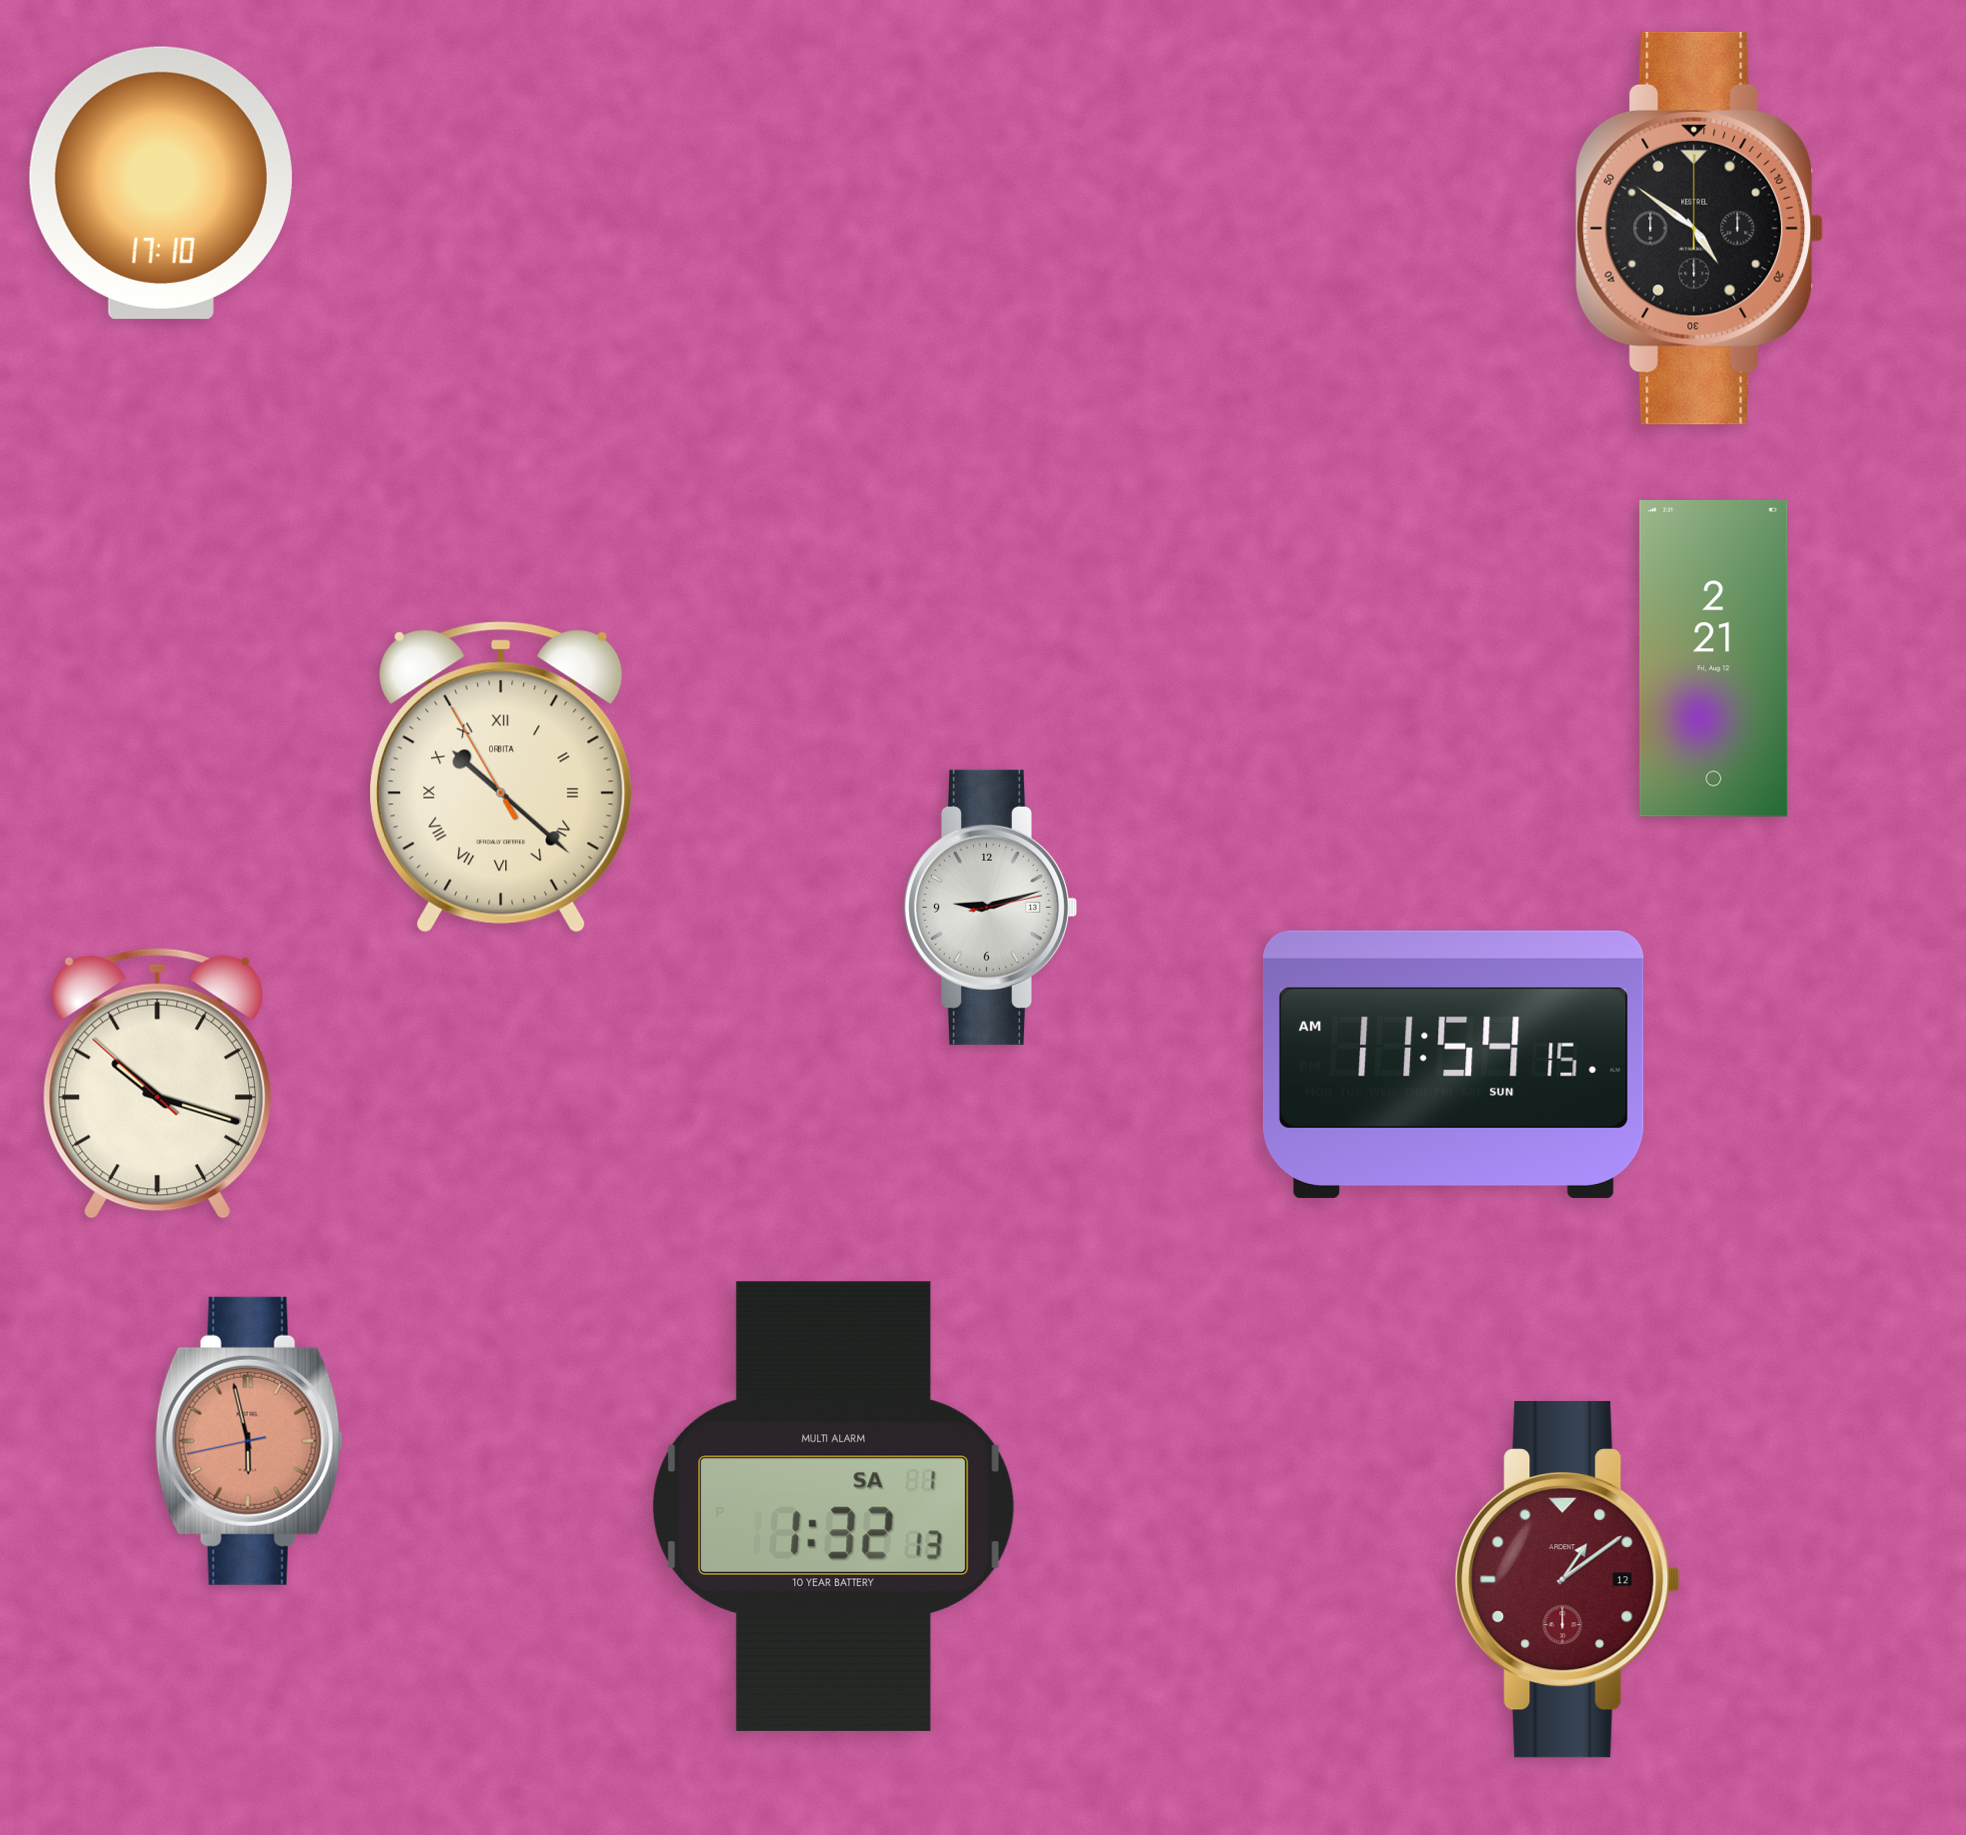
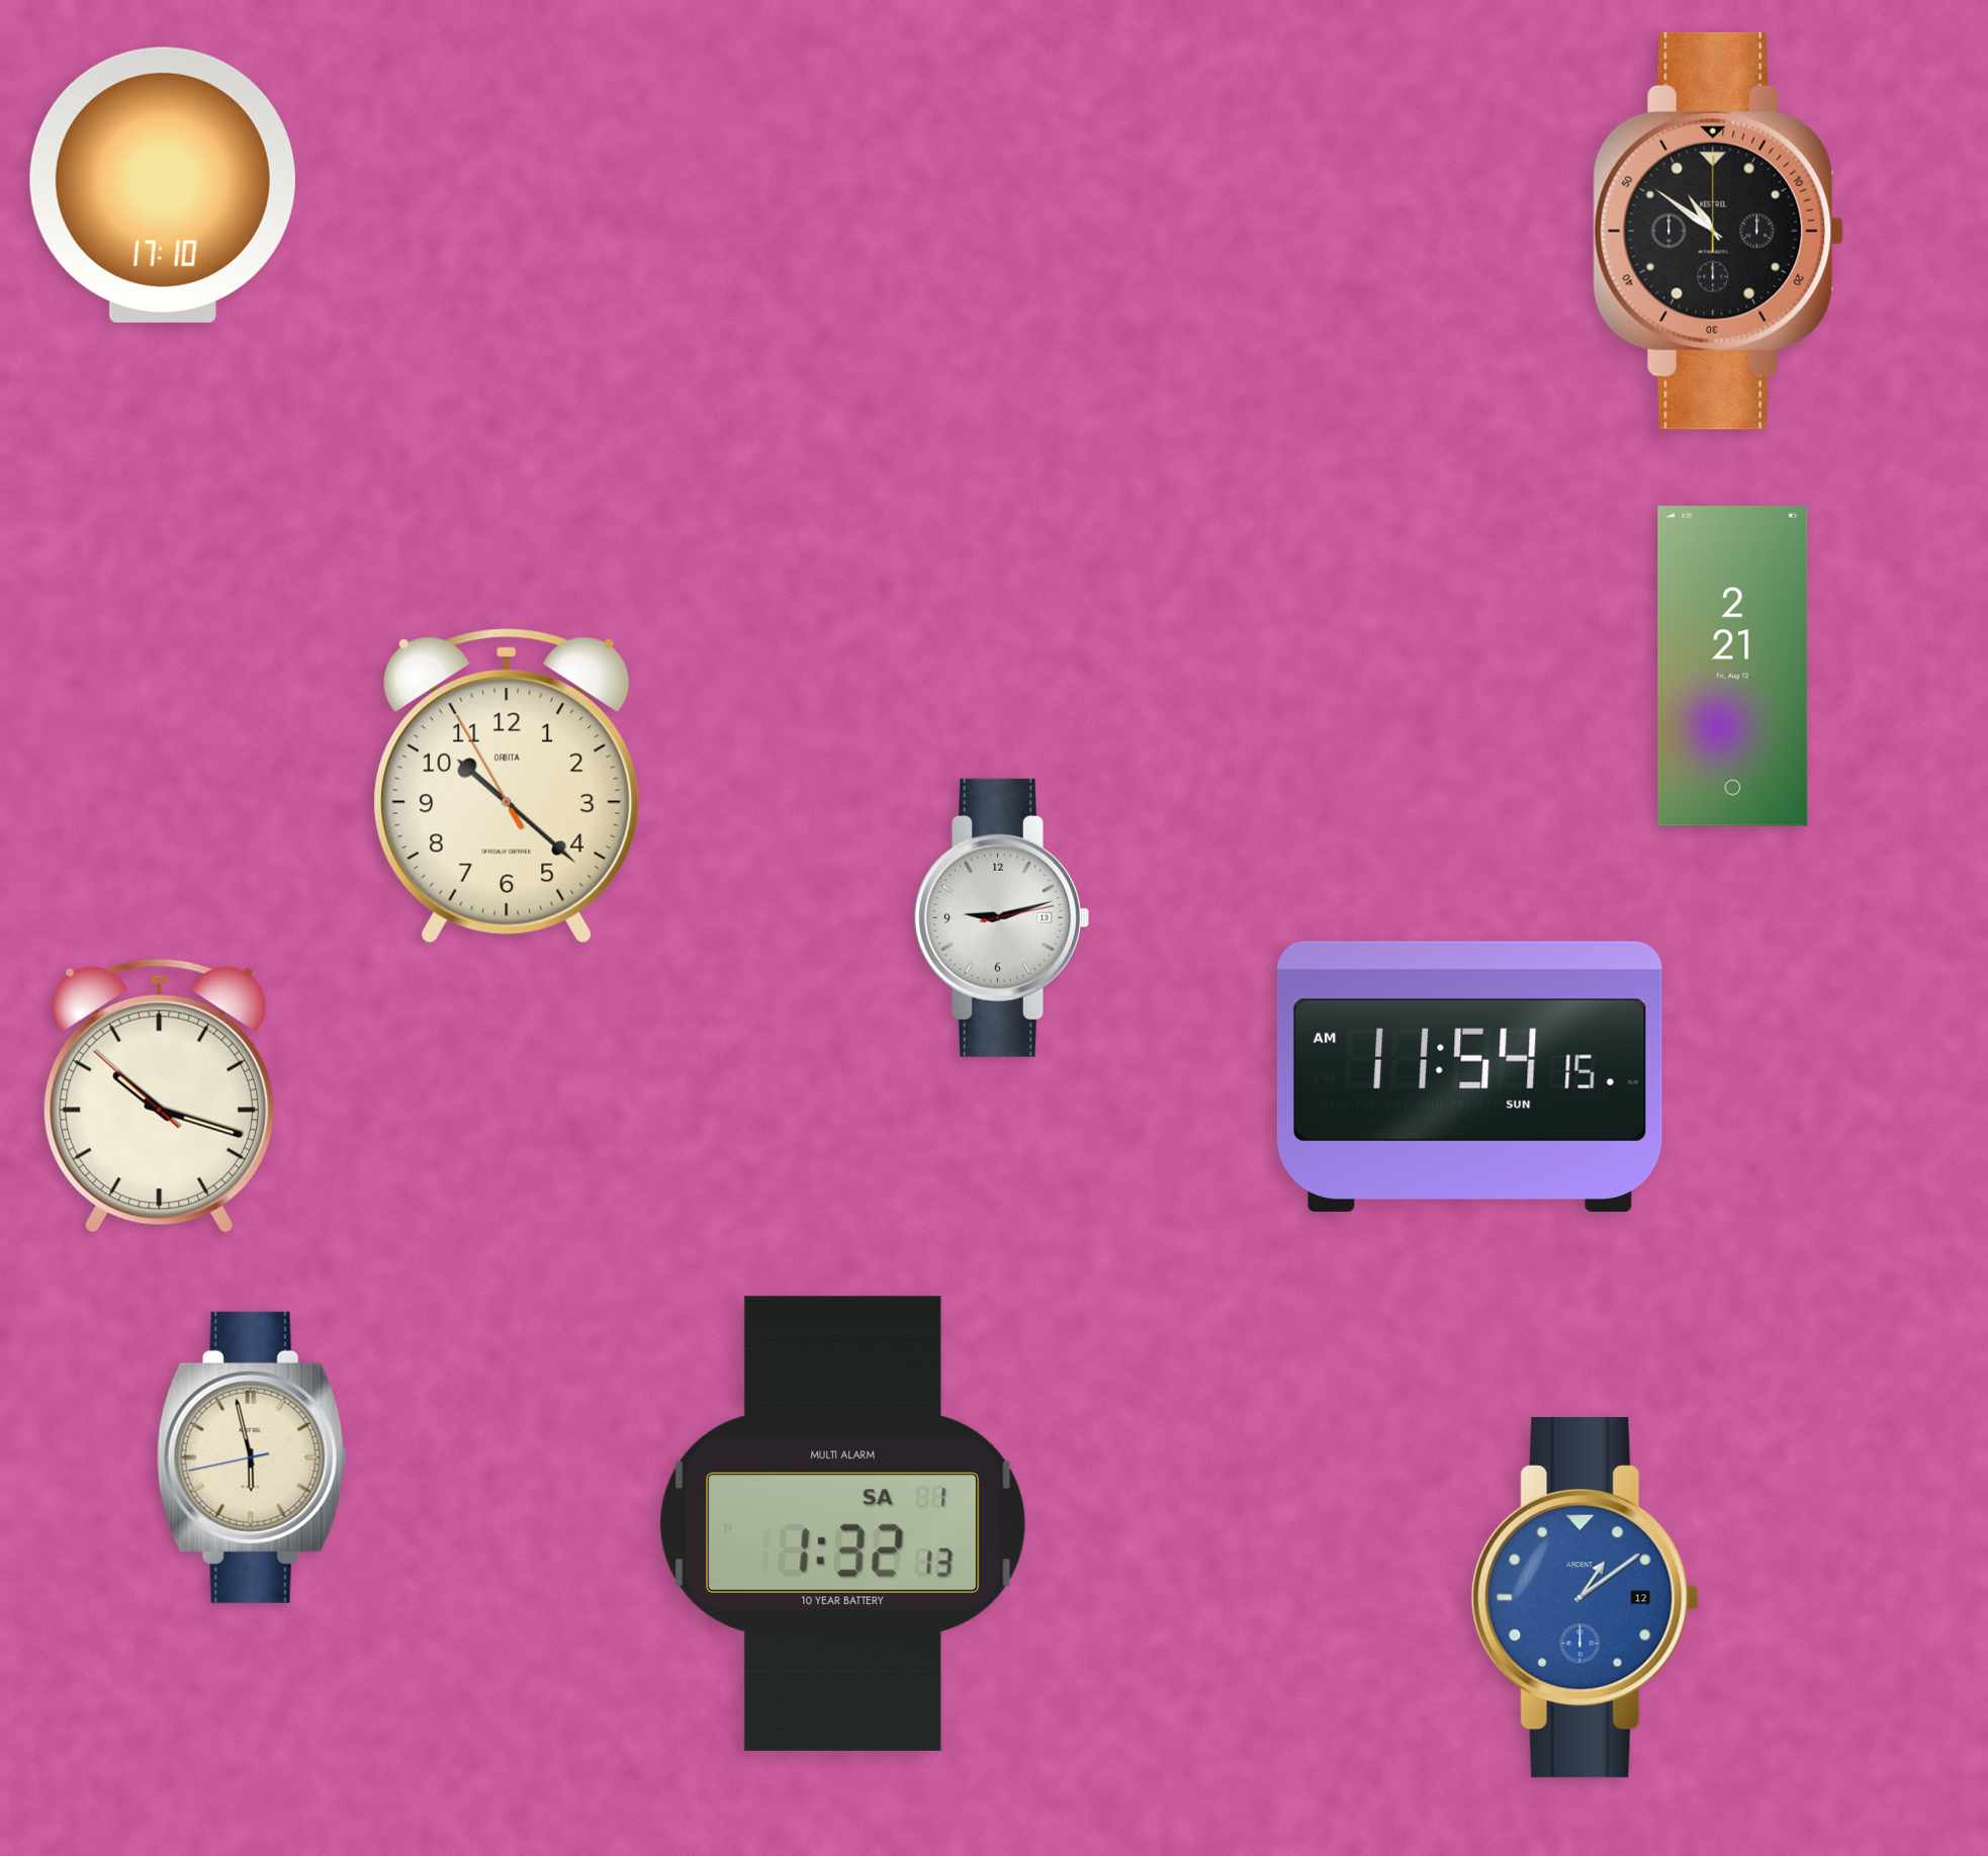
clock at (1700, 228): 4:51 -> 10:51
clock at (502, 777) numerals: Roman -> Arabic
clock at (249, 1441) dial: salmon -> cream
clock at (1567, 1580) dial: burgundy -> blue
